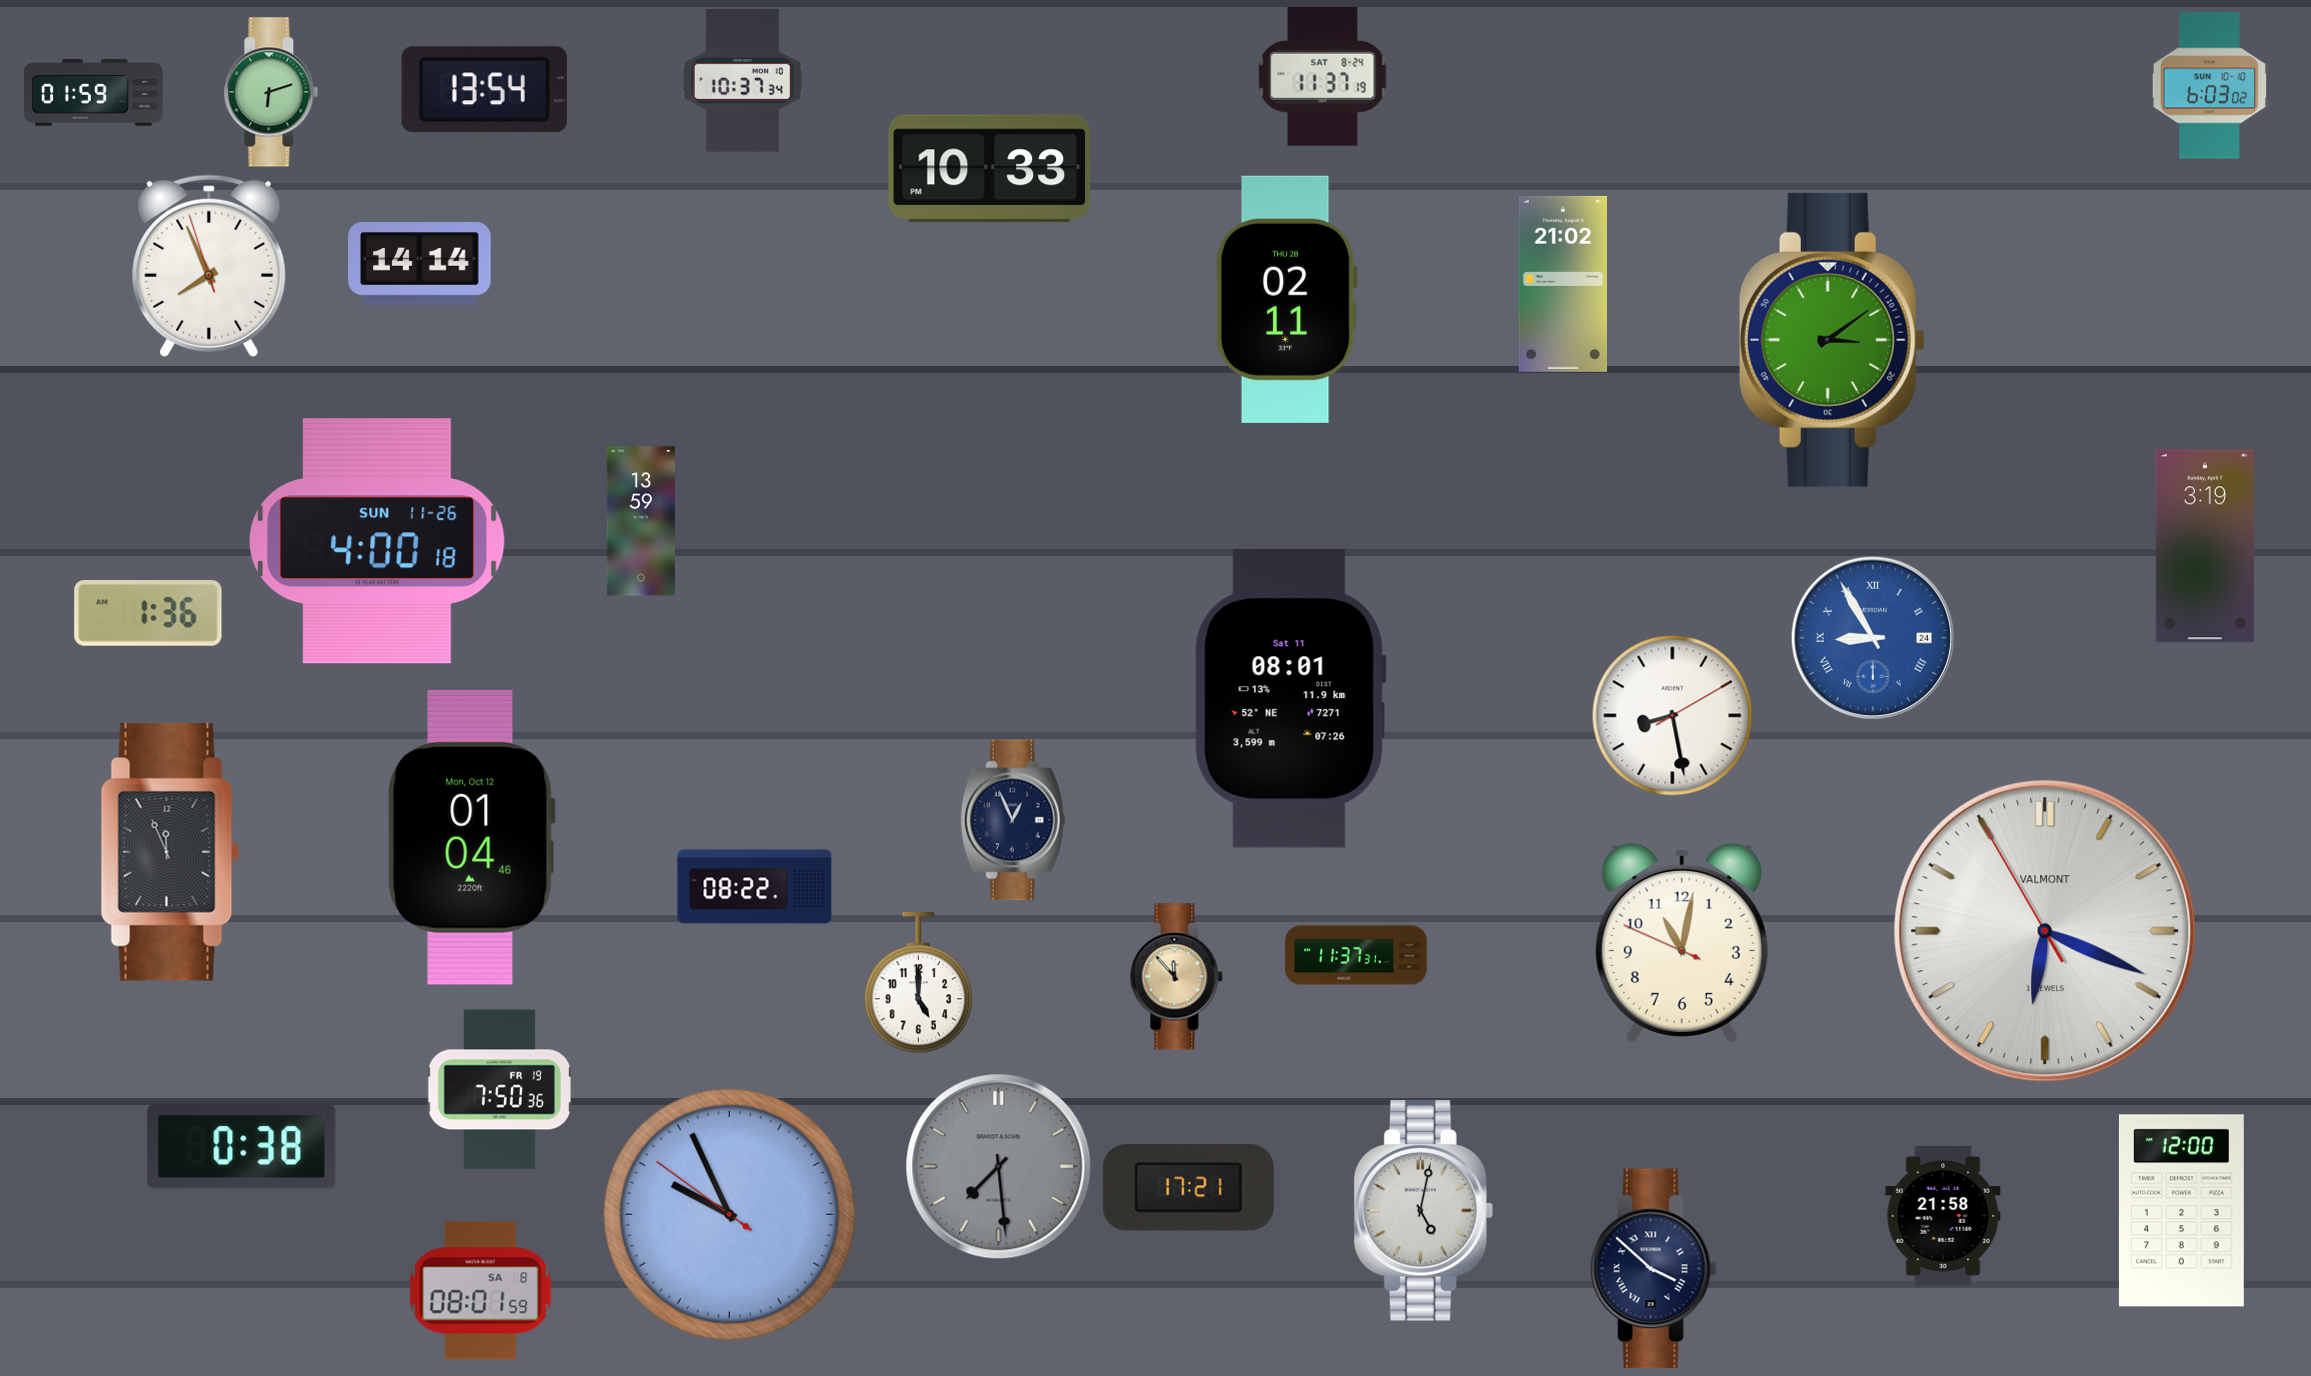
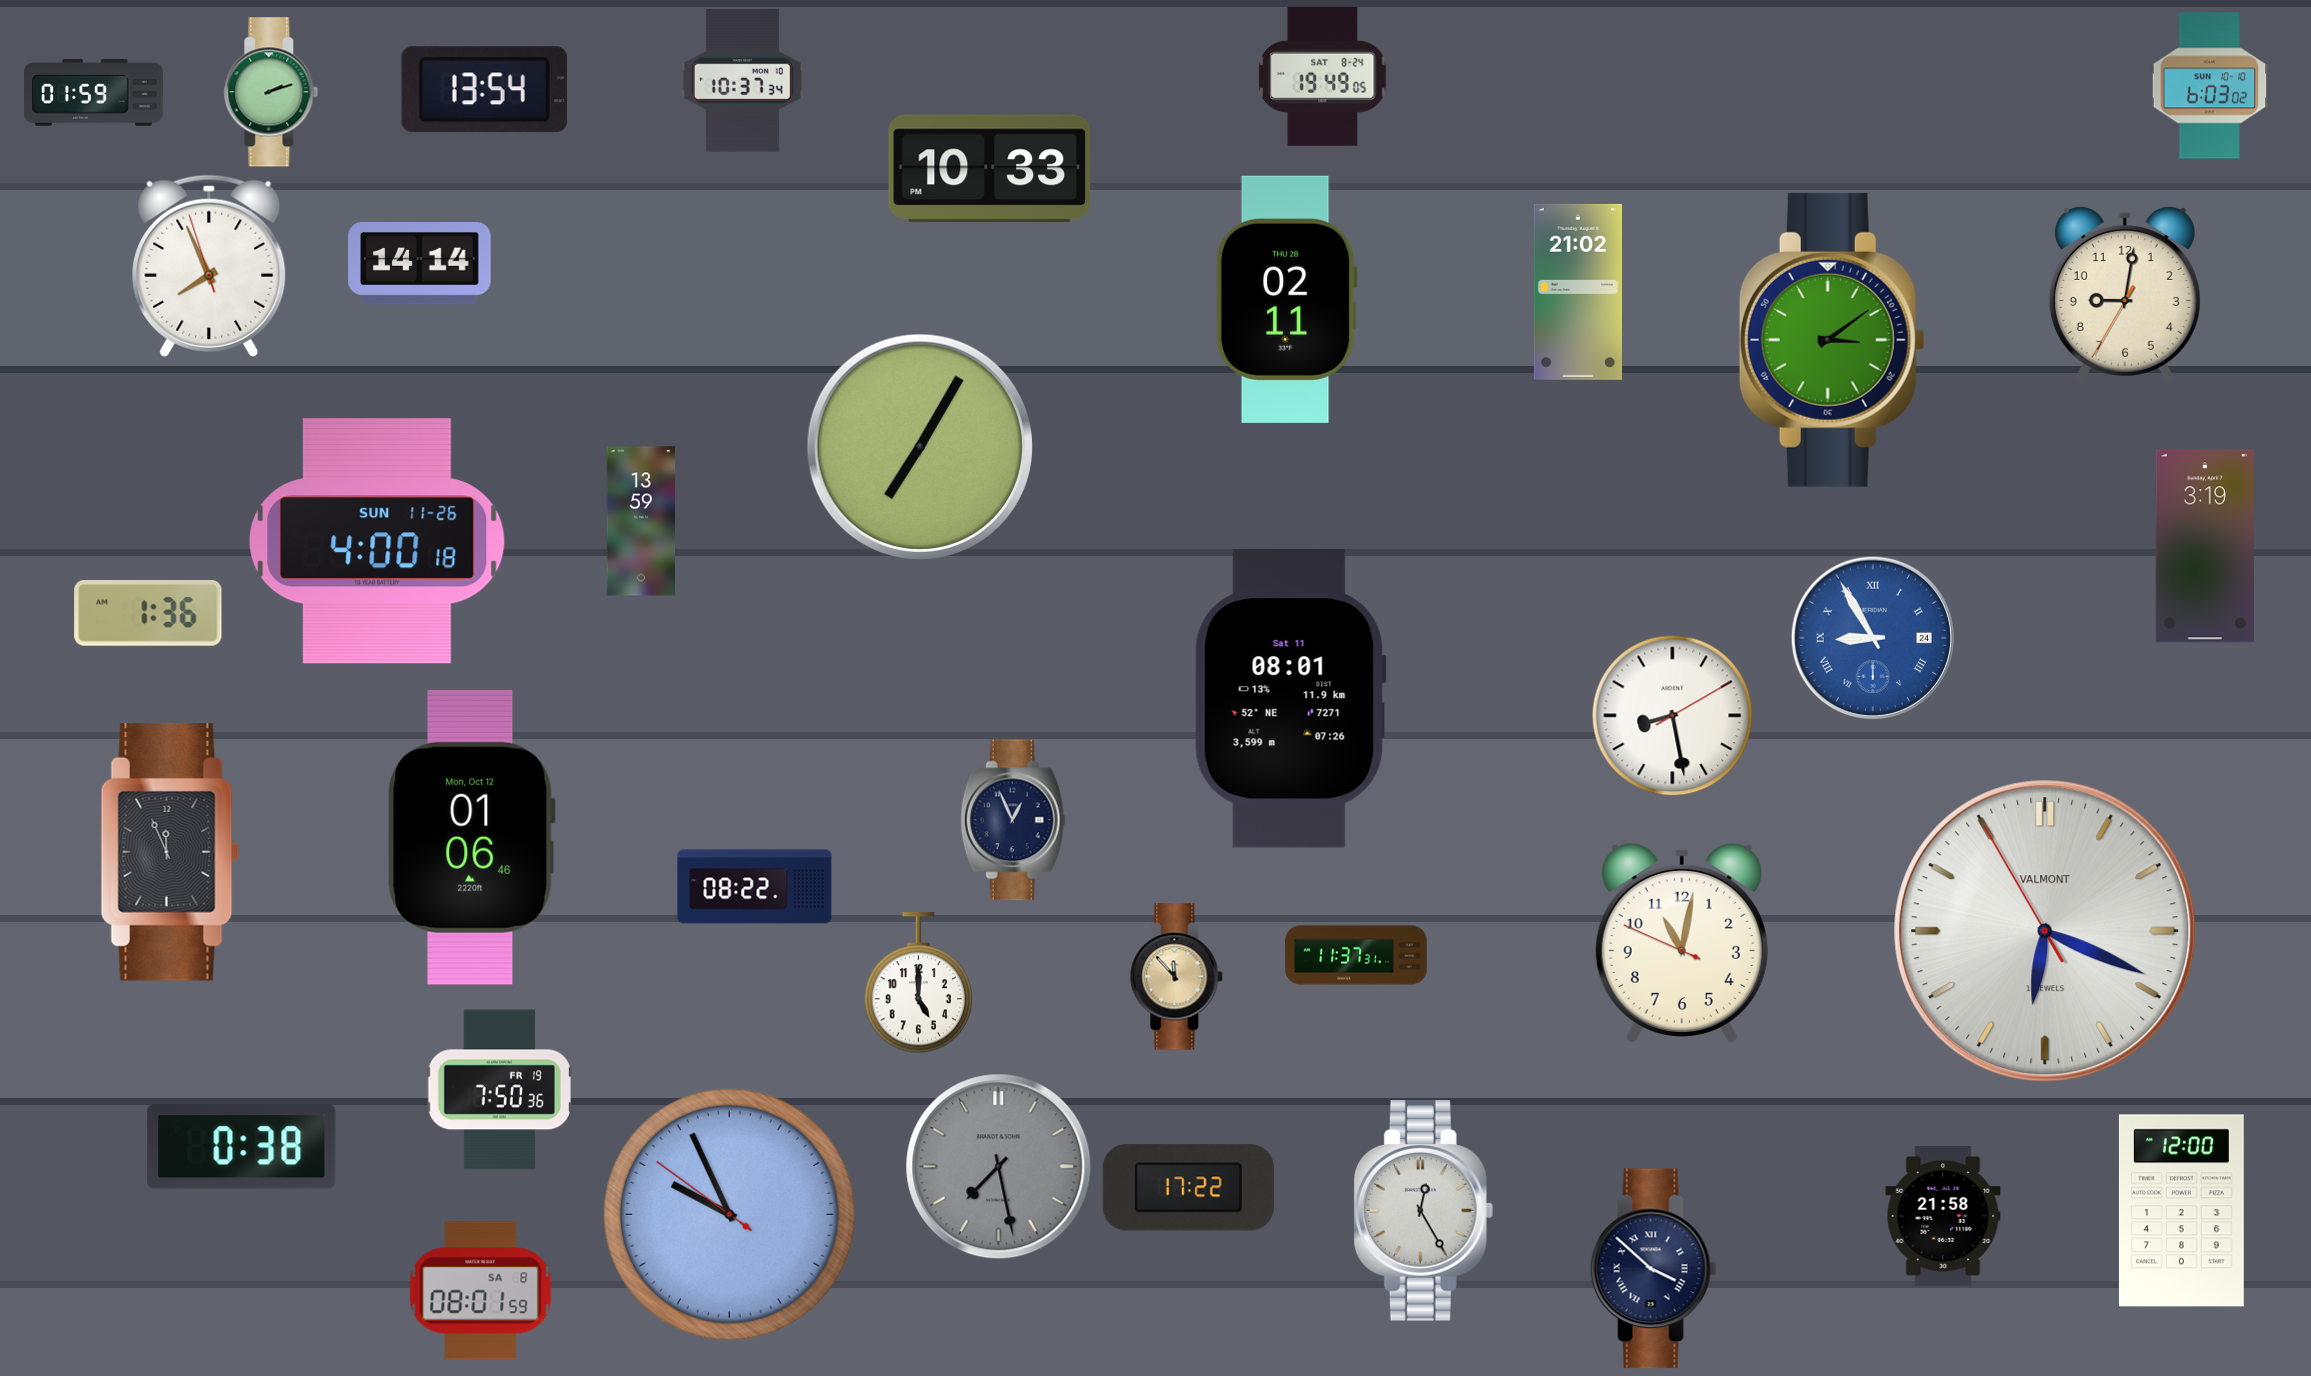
clock at (1323, 76): 11:37 -> 19:49
clock at (271, 92): 6:12 -> 2:12
clock at (1563, 284) position: (1563, 284) -> (1578, 292)
clock at (2125, 293): none -> 9:01
clock at (920, 447): none -> 7:05
clock at (471, 837): 01:04 -> 01:06
clock at (999, 1167): 7:29 -> 7:28
clock at (1188, 1188): 17:21 -> 17:22
clock at (1424, 1211): 5:02 -> 12:25
